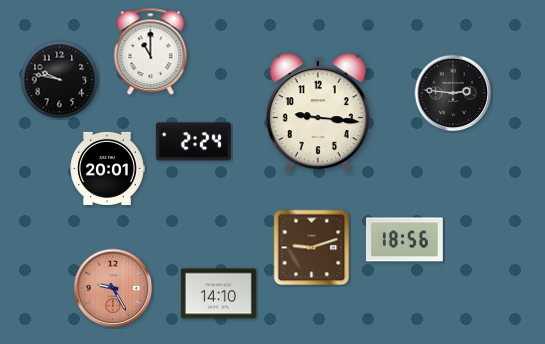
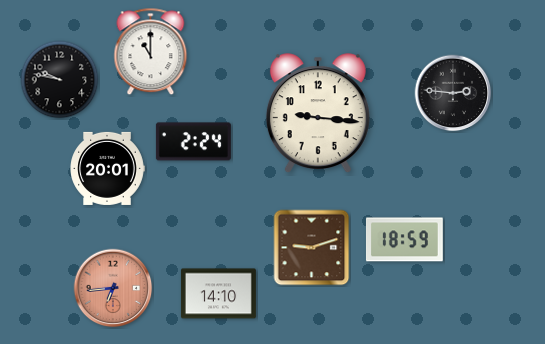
clock at (404, 240): 18:56 -> 18:59
clock at (113, 288): 9:25 -> 6:44
